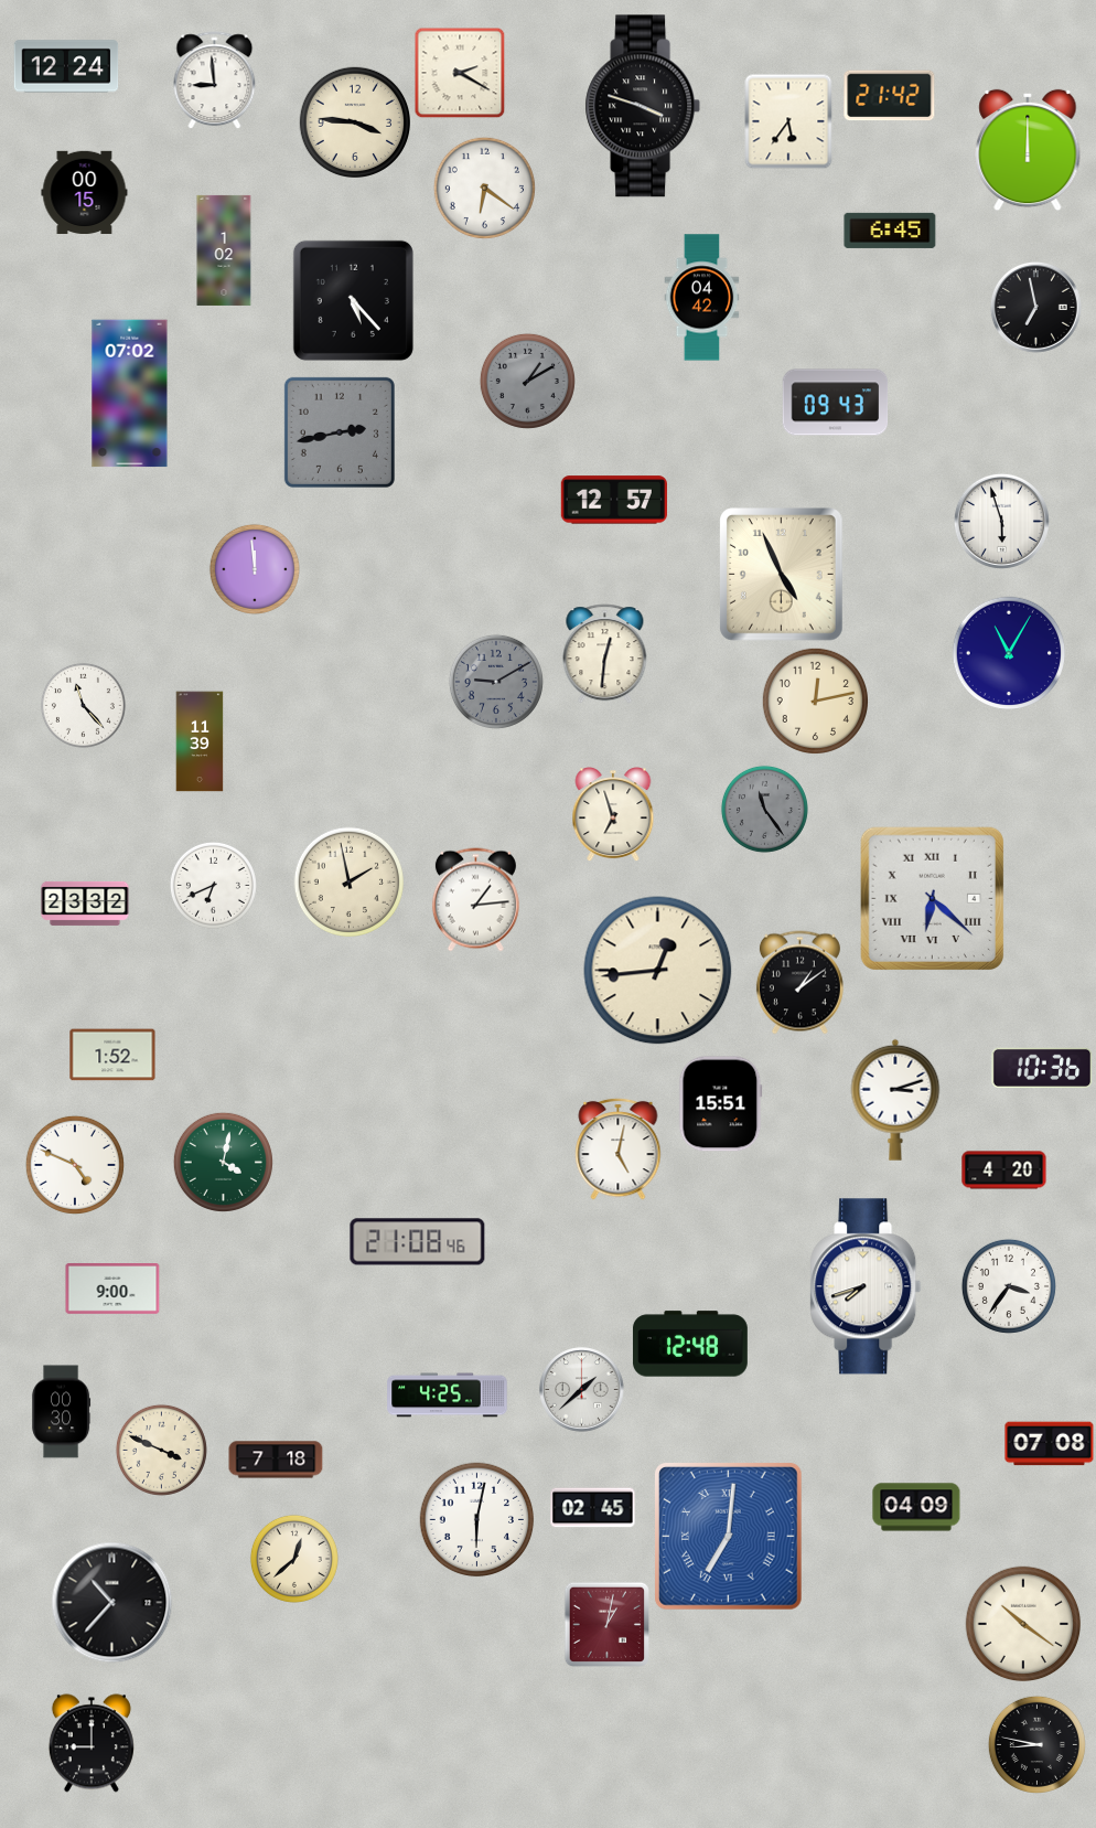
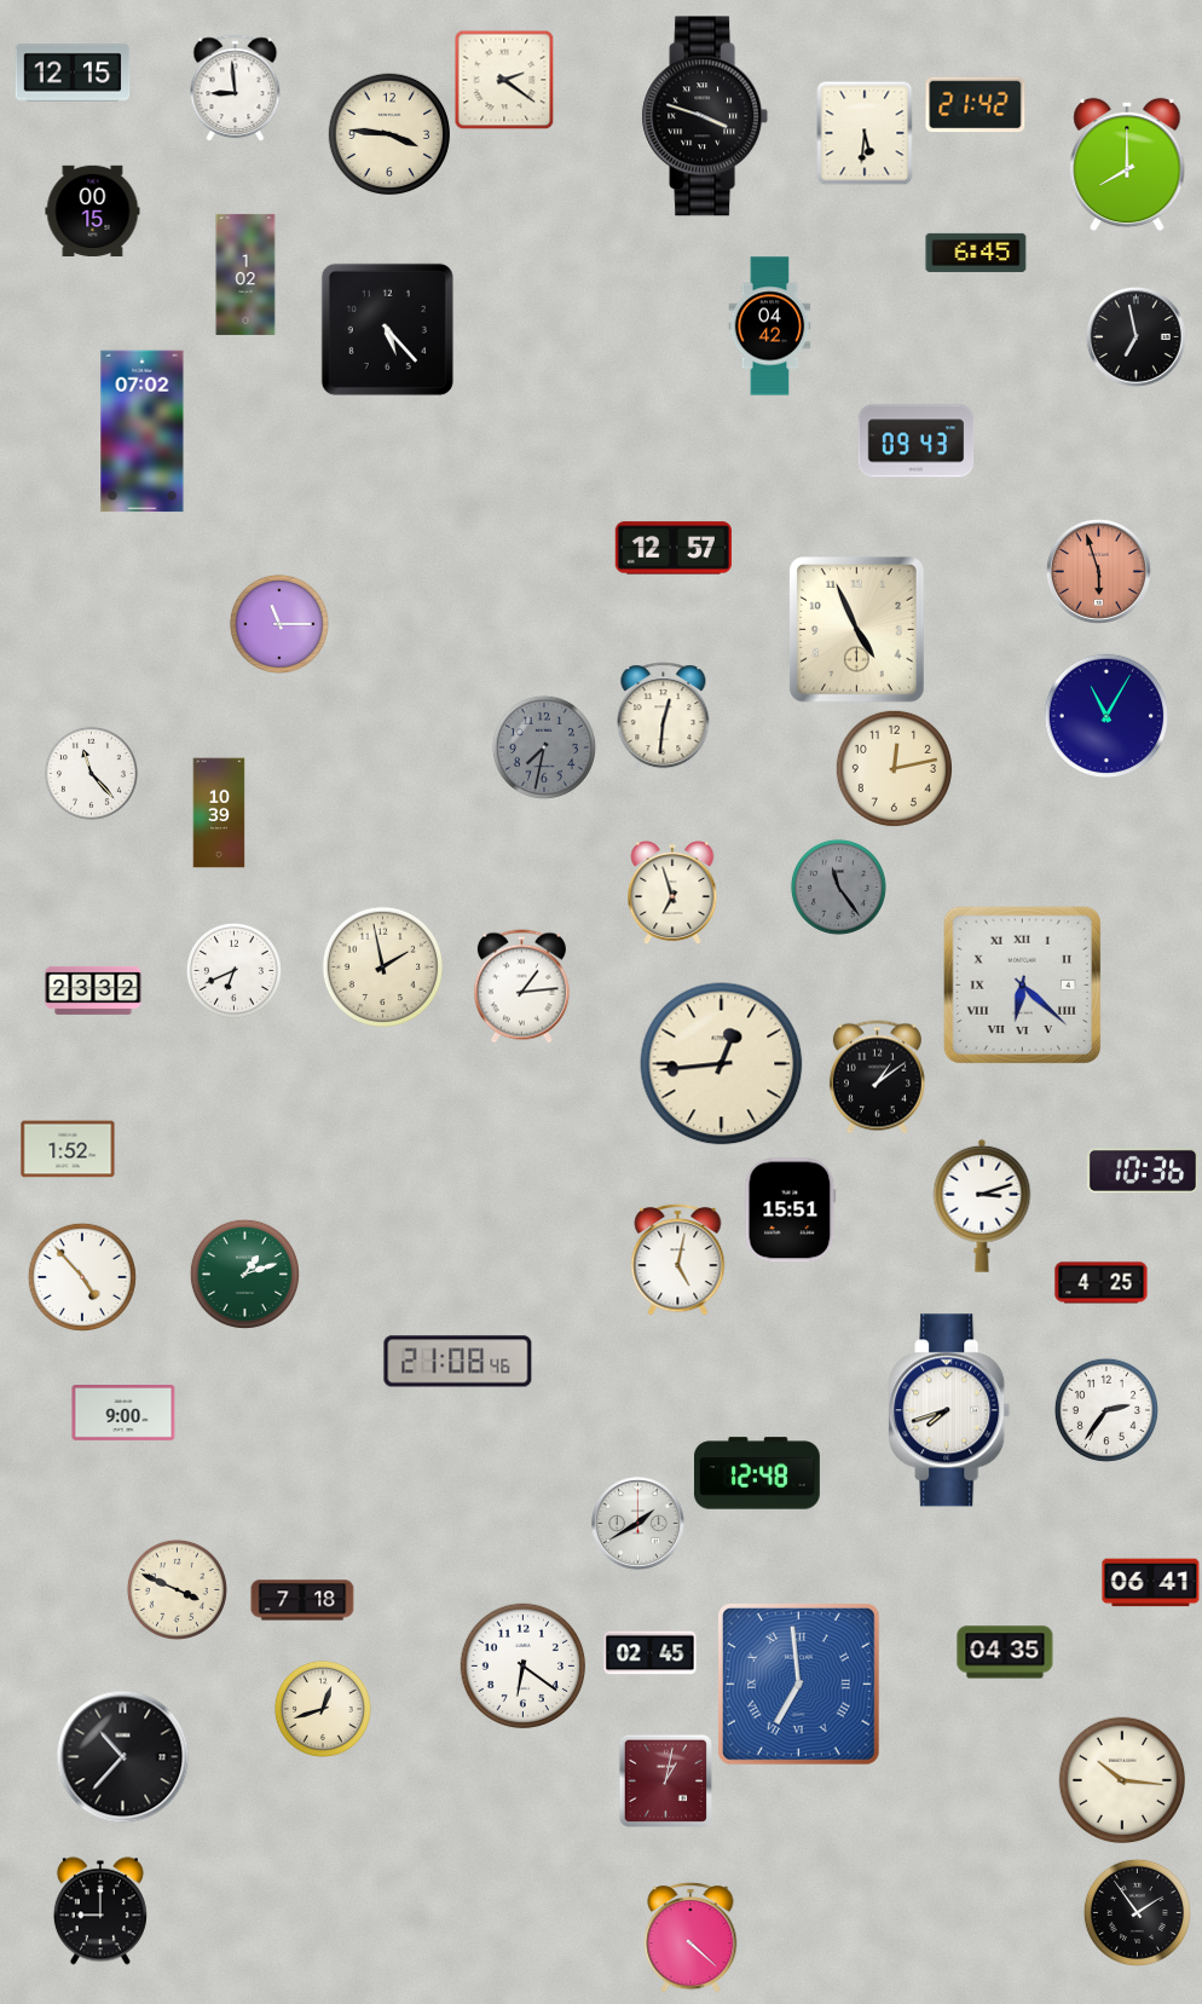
clock at (66, 66): 12:24 -> 12:15
clock at (460, 73): 2:20 -> 2:21
clock at (788, 121): 5:36 -> 5:31
clock at (1028, 150): 12:00 -> 8:00
clock at (484, 188): 6:21 -> none
clock at (527, 381): 1:10 -> none
clock at (340, 432): 2:43 -> none
clock at (1001, 521) dial: white -> salmon
clock at (255, 569): 11:59 -> 11:15
clock at (496, 682): 9:10 -> 7:32
clock at (200, 741): 11:39 -> 10:39
clock at (112, 1055) position: (112, 1055) -> (68, 1149)
clock at (223, 1162): 4:02 -> 1:12
clock at (75, 1165): 4:49 -> 4:53
clock at (1004, 1170): 4:20 -> 4:25
clock at (1009, 1286): 3:36 -> 2:36
clock at (582, 1390): 1:38 -> 1:40
clock at (448, 1396): 4:25 -> none
clock at (62, 1412): 00:30 -> none
clock at (1050, 1444): 07:08 -> 06:41
clock at (916, 1507): 04:09 -> 04:35
clock at (477, 1520): 6:02 -> 6:21
clock at (729, 1537): 7:01 -> 6:59
clock at (294, 1559): 12:38 -> 12:42
clock at (1023, 1624): 10:21 -> 10:16
clock at (1036, 1744): 8:47 -> 1:54
clock at (690, 1937): none -> 4:22
